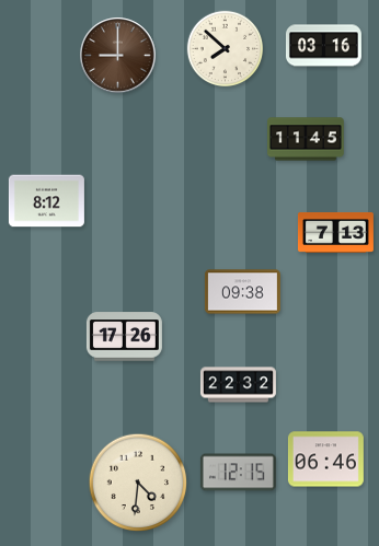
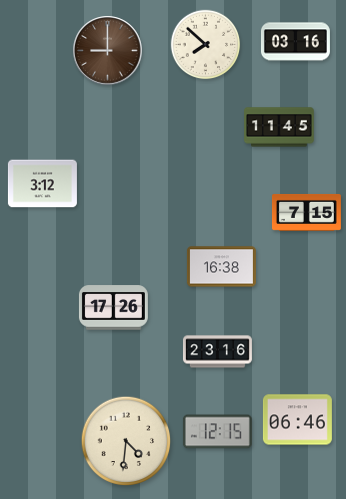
clock at (46, 201): 8:12 -> 3:12
clock at (335, 232): 7:13 -> 7:15
clock at (242, 292): 09:38 -> 16:38
clock at (238, 385): 22:32 -> 23:16
